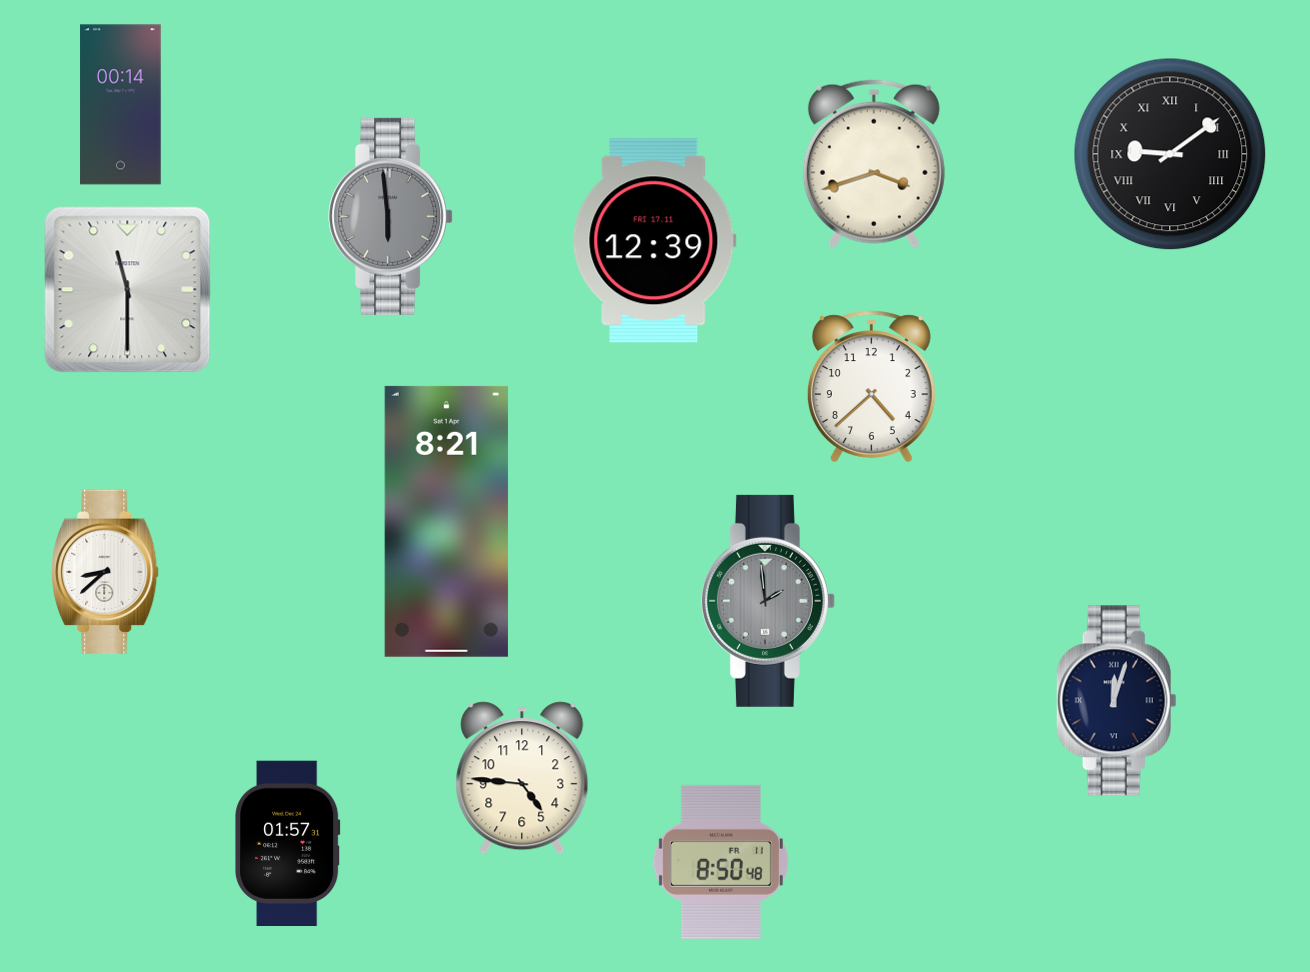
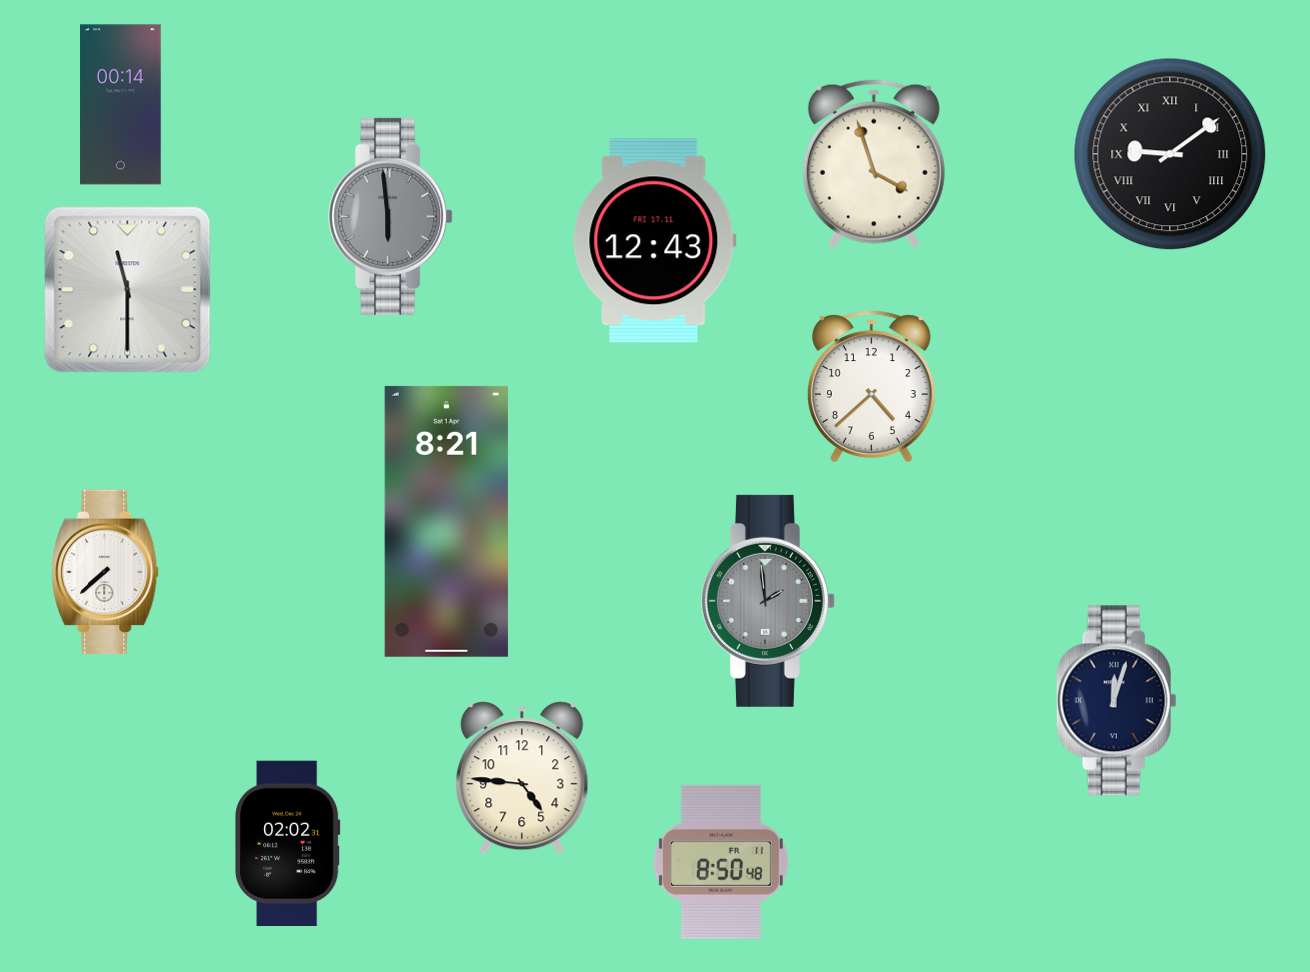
clock at (874, 164): 3:42 -> 3:57
clock at (655, 241): 12:39 -> 12:43
clock at (105, 572): 8:38 -> 7:38
clock at (288, 843): 01:57 -> 02:02
